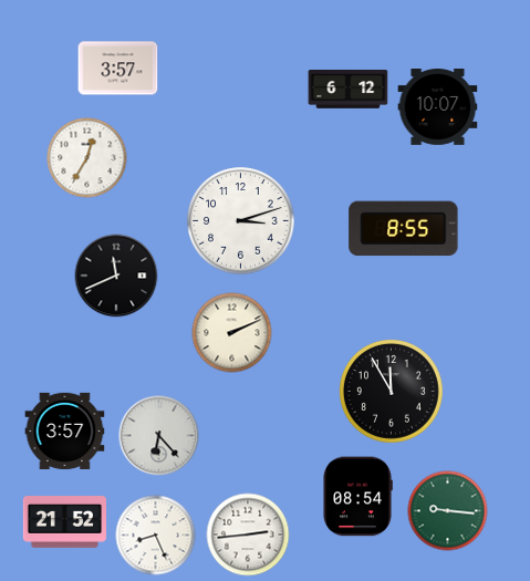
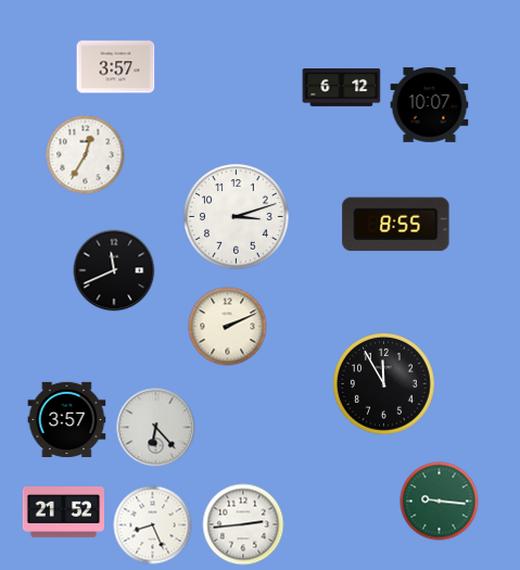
clock at (65, 432) position: (65, 432) -> (67, 420)
clock at (357, 497): 08:54 -> none
